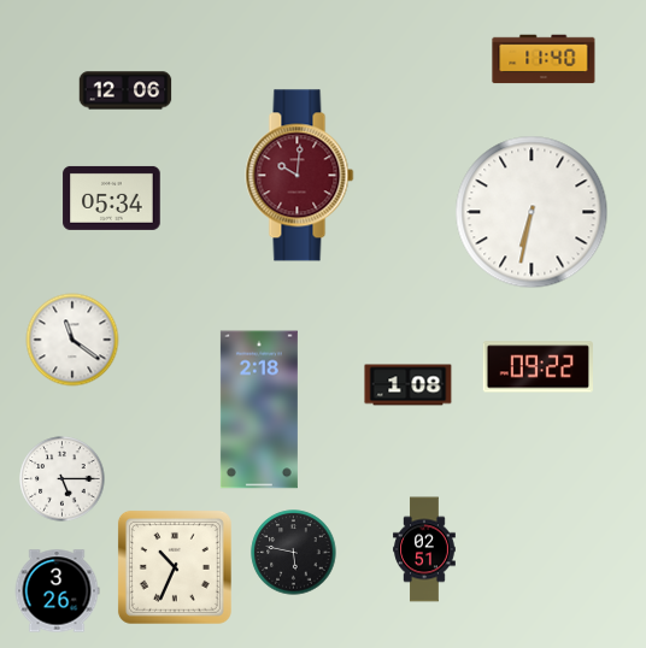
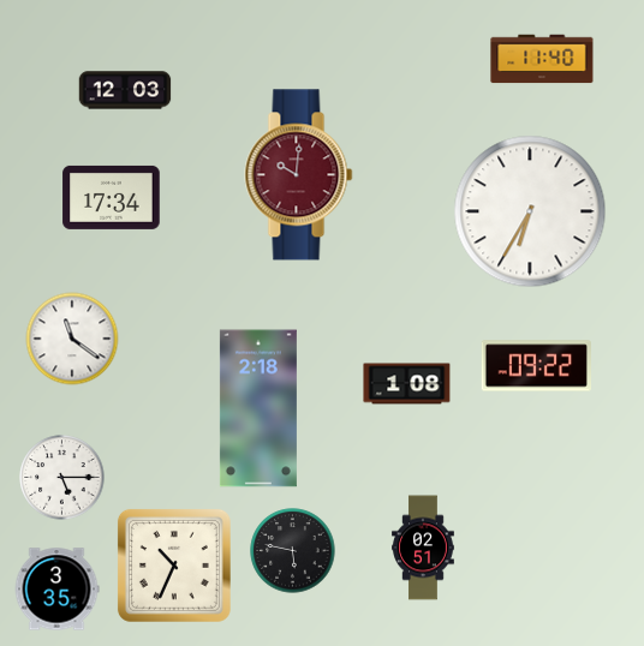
clock at (125, 90): 12:06 -> 12:03
clock at (112, 198): 05:34 -> 17:34
clock at (532, 212): 6:32 -> 6:35
clock at (57, 591): 3:26 -> 3:35
